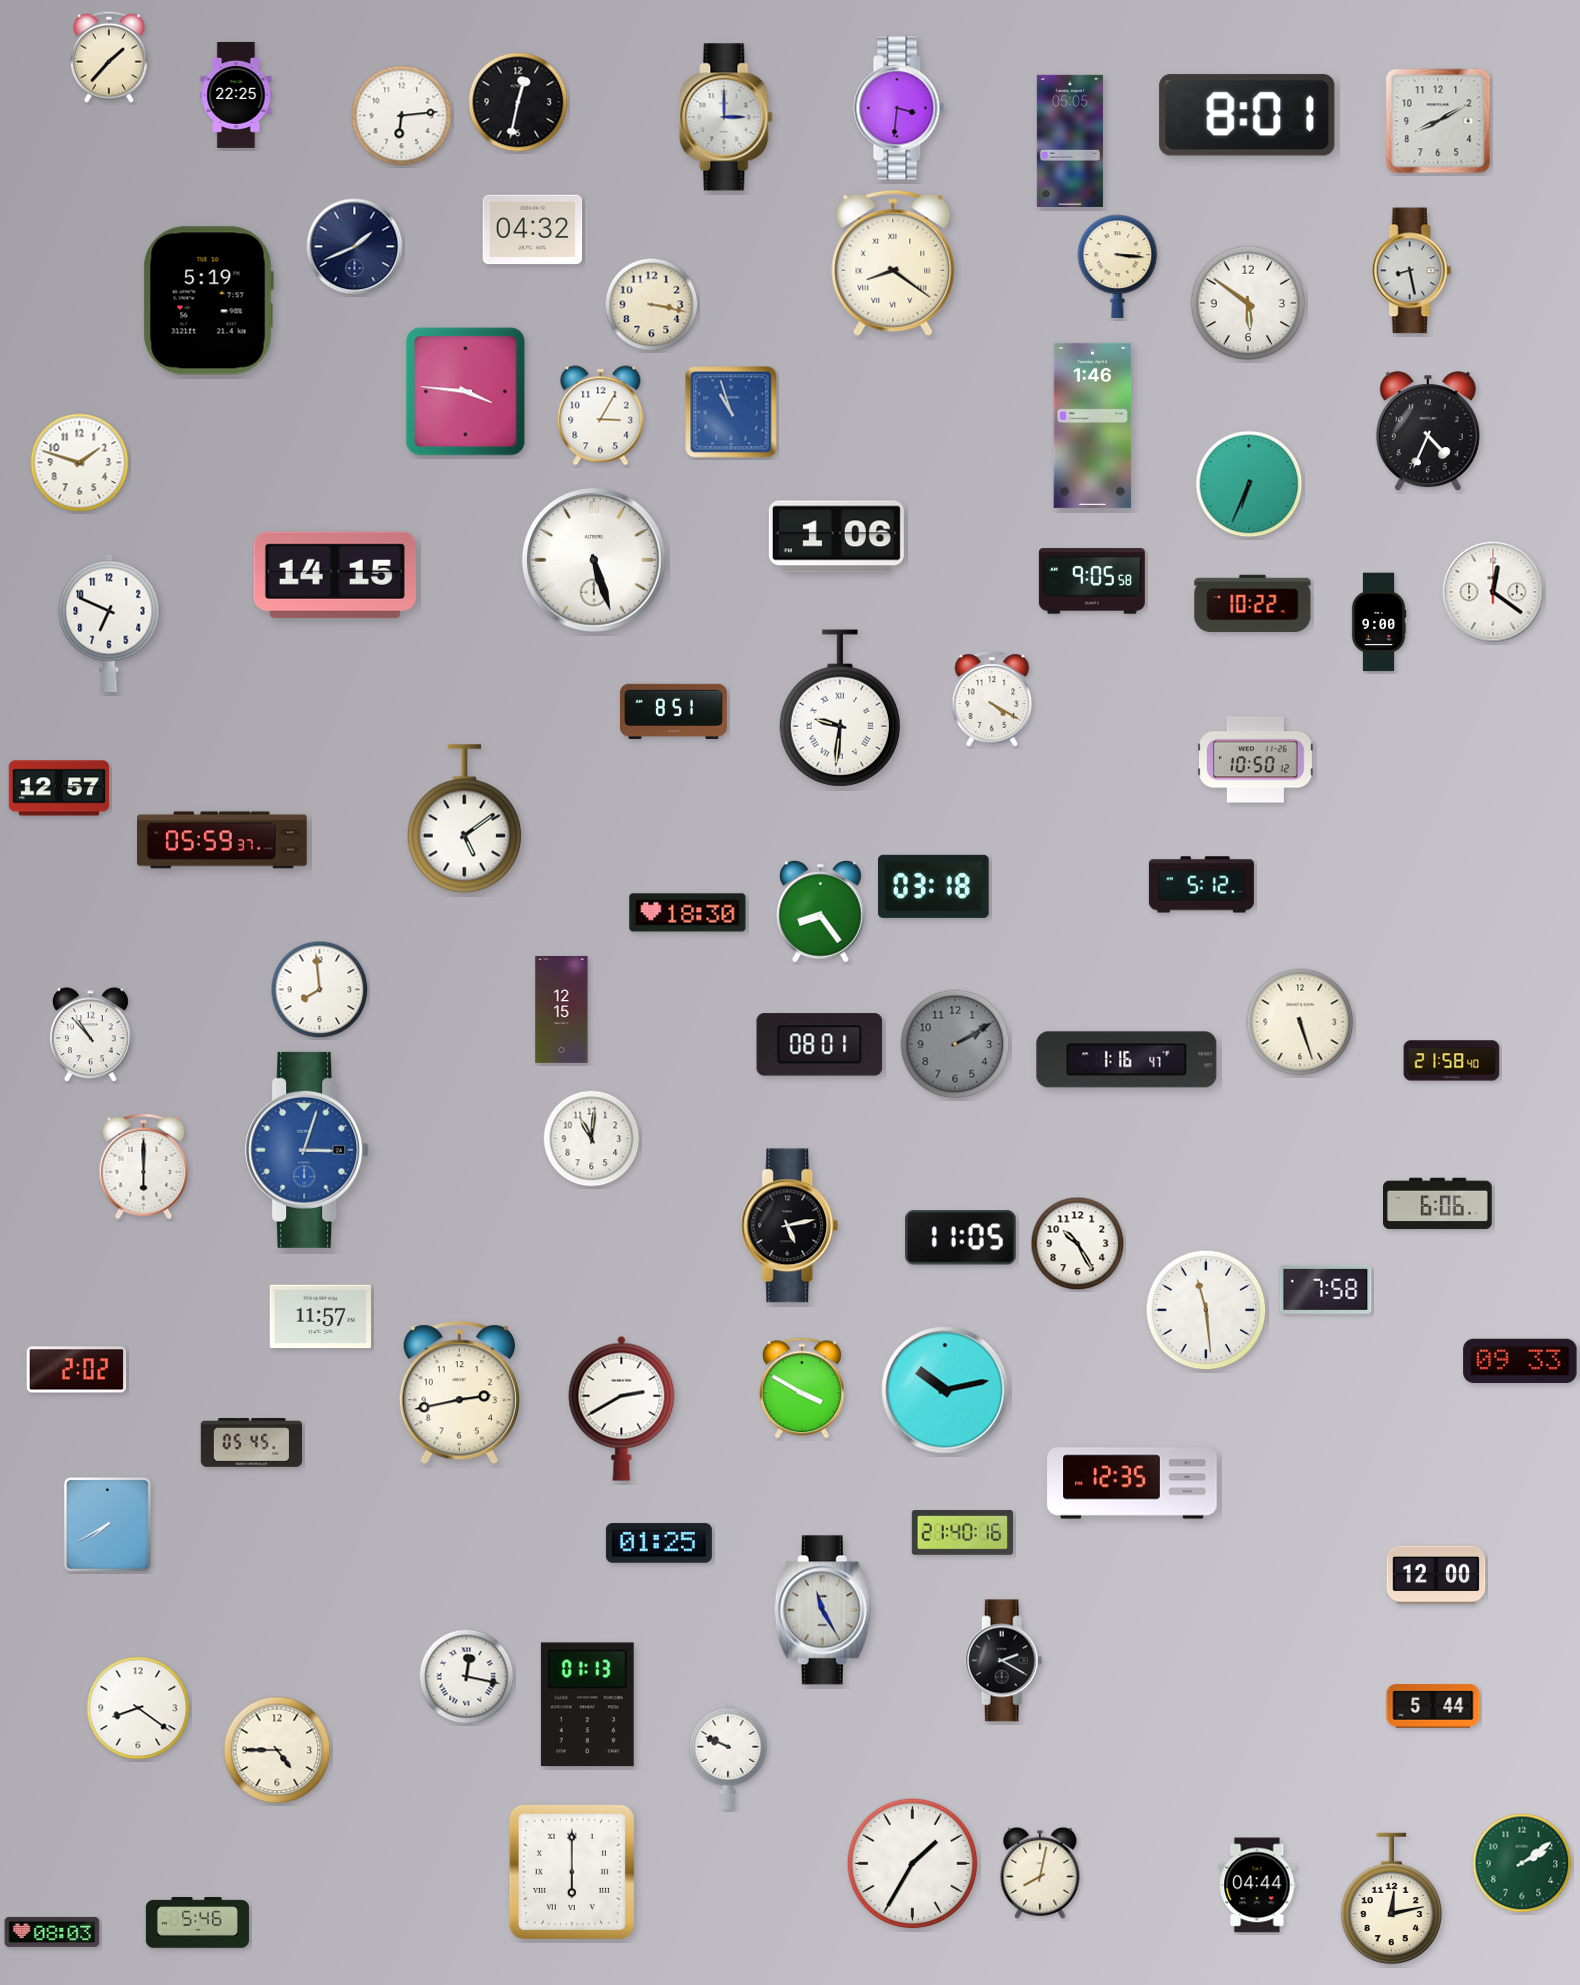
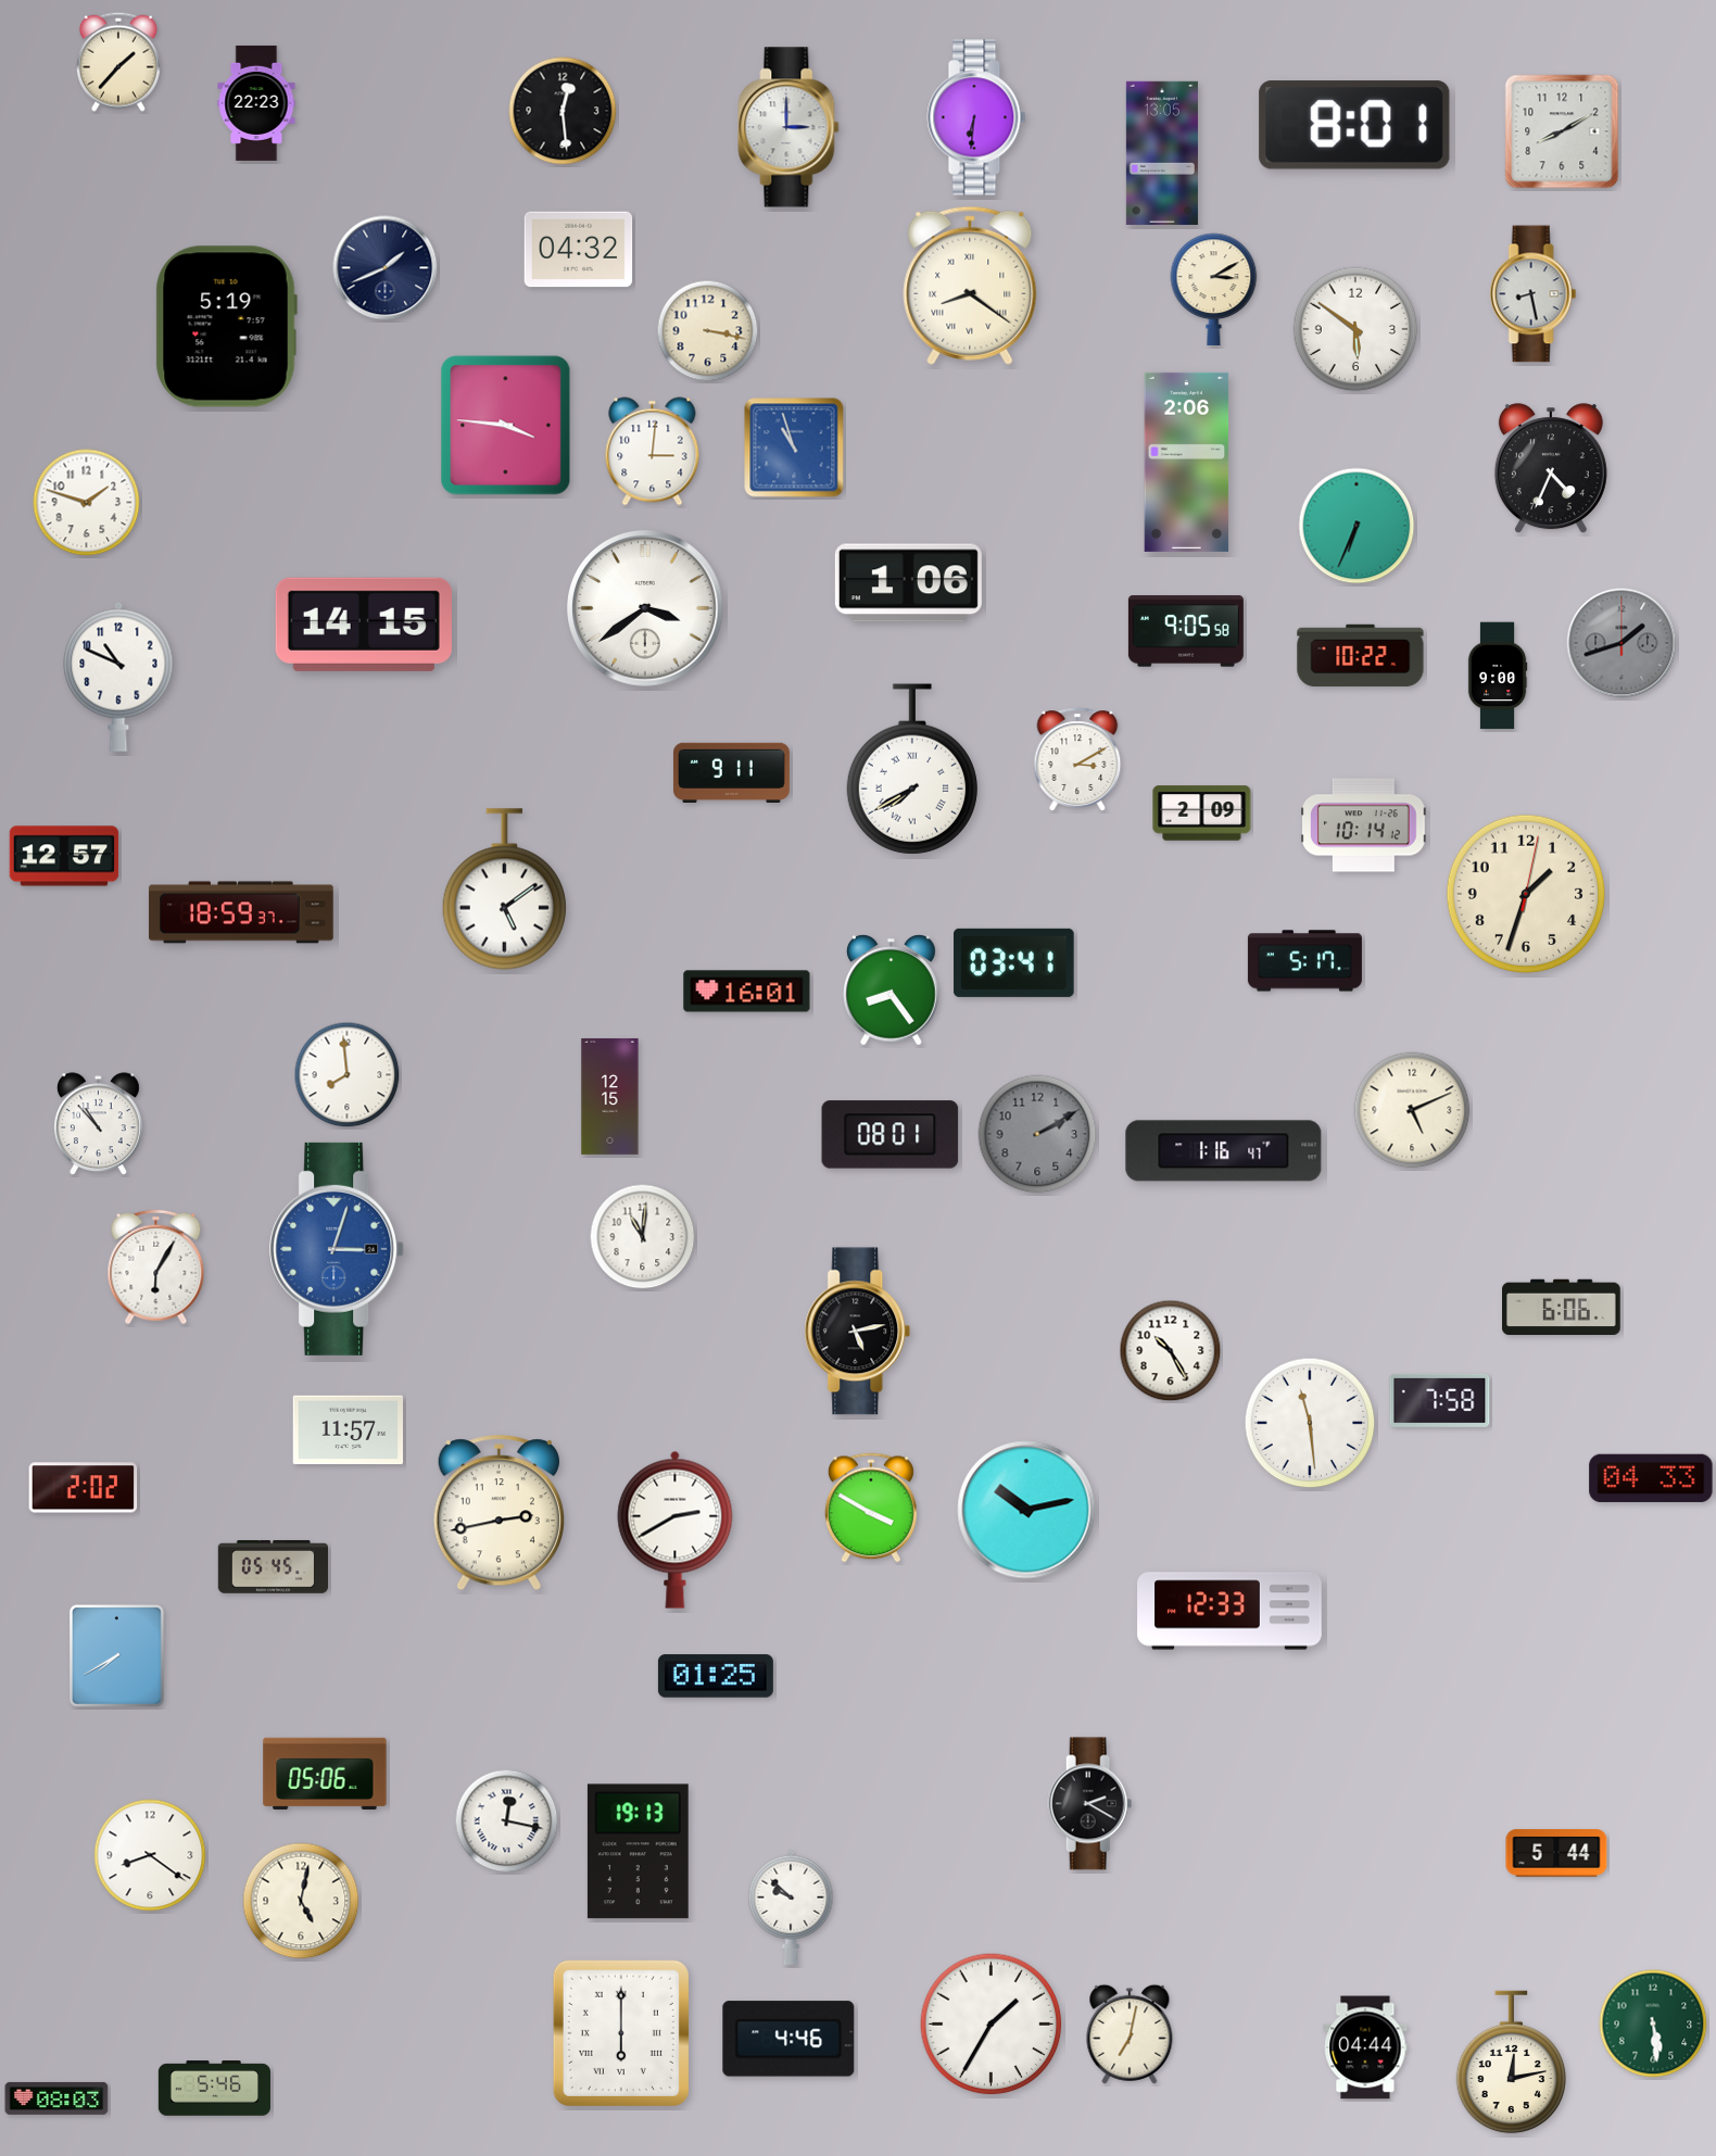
clock at (236, 95): 22:25 -> 22:23
clock at (518, 102): 12:32 -> 12:29
clock at (899, 108): 3:31 -> 6:31
clock at (402, 116): 6:14 -> none
clock at (1070, 141): 05:05 -> 13:05
clock at (1118, 266): 3:16 -> 3:10
clock at (601, 416): 3:05 -> 3:01
clock at (1093, 425): 1:46 -> 2:06
clock at (594, 560): 5:27 -> 3:39
clock at (1493, 592): 12:21 -> 1:42
clock at (1493, 592) dial: white -> grey
clock at (109, 623): 6:49 -> 10:49
clock at (992, 699): 4:20 -> 3:10
clock at (840, 708): 9:31 -> 7:40
clock at (673, 711): 8:51 -> 9:11
clock at (1202, 814): none -> 2:09
clock at (1256, 760): 10:50 -> 10:14
clock at (1526, 894): none -> 1:33
clock at (222, 840): 05:59 -> 18:59
clock at (1201, 885): 5:12 -> 5:17
clock at (934, 886): 03:18 -> 03:41
clock at (688, 913): 18:30 -> 16:01
clock at (1300, 1022): 5:27 -> 5:11
clock at (1452, 1061): 21:58 -> none
clock at (308, 1150) position: (308, 1150) -> (338, 1249)
clock at (144, 1167): 6:00 -> 6:05
clock at (961, 1238): 11:05 -> none
clock at (1520, 1361): 09:33 -> 04:33
clock at (1132, 1483): 12:35 -> 12:33
clock at (963, 1533): 21:40 -> none
clock at (1436, 1575): 12:00 -> none
clock at (823, 1610): 11:25 -> none
clock at (325, 1774): none -> 05:06
clock at (587, 1705): 01:13 -> 19:13
clock at (277, 1750): 4:45 -> 5:02
clock at (728, 1756): 9:49 -> 9:52
clock at (1522, 1863): 2:09 -> 5:29
clock at (1040, 1873): 8:02 -> 7:02
clock at (788, 2039): none -> 4:46
